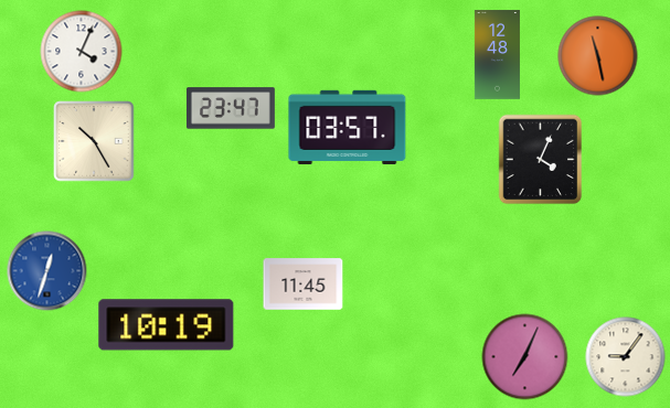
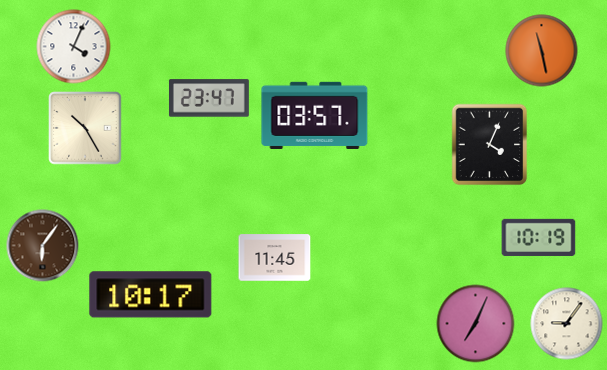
clock at (497, 55): 12:48 -> none
clock at (539, 237): none -> 10:19
clock at (47, 271): 12:33 -> 6:06
clock at (47, 271) dial: blue -> brown
clock at (167, 325): 10:19 -> 10:17
